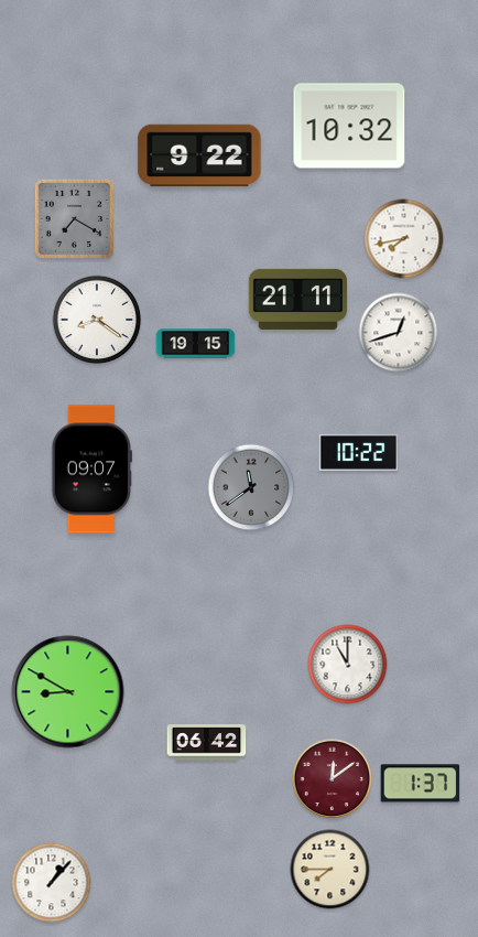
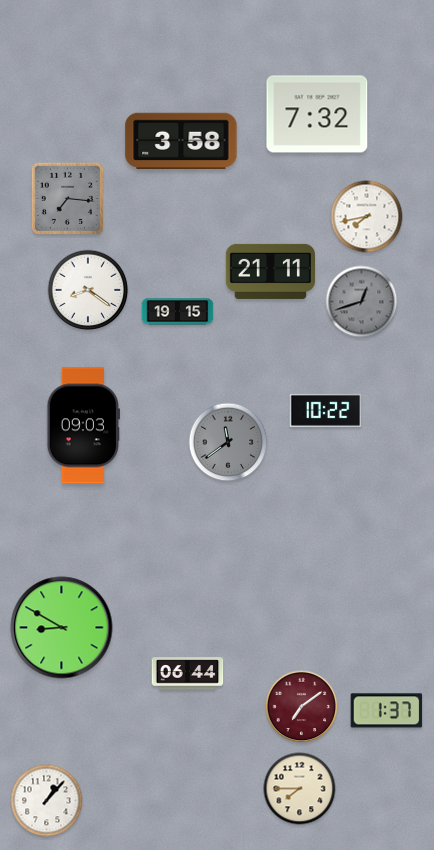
clock at (349, 126): 10:32 -> 7:32
clock at (199, 155): 9:22 -> 3:58
clock at (74, 218): 7:20 -> 7:16
clock at (399, 333) dial: white -> grey
clock at (91, 470): 09:07 -> 09:03
clock at (348, 665): 11:00 -> none
clock at (207, 743): 06:42 -> 06:44
clock at (333, 779): 12:09 -> 7:09
clock at (421, 784) position: (421, 784) -> (387, 711)
